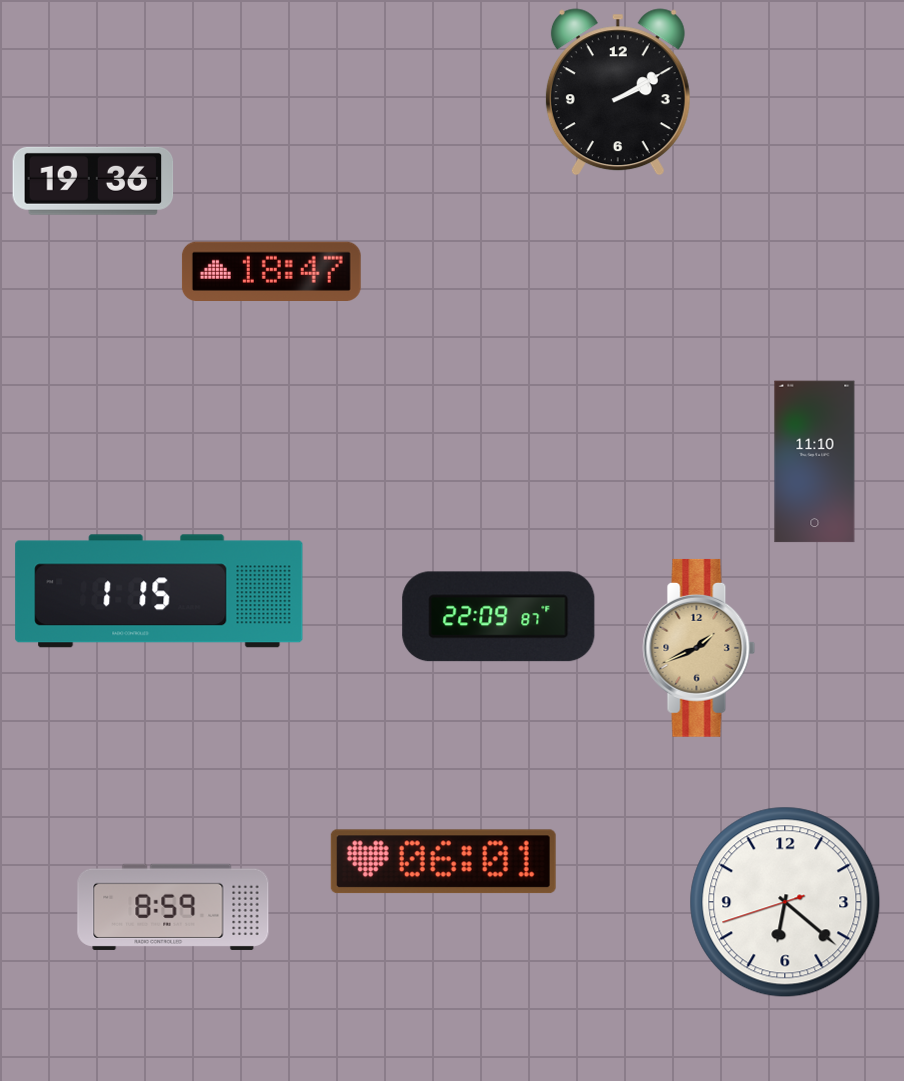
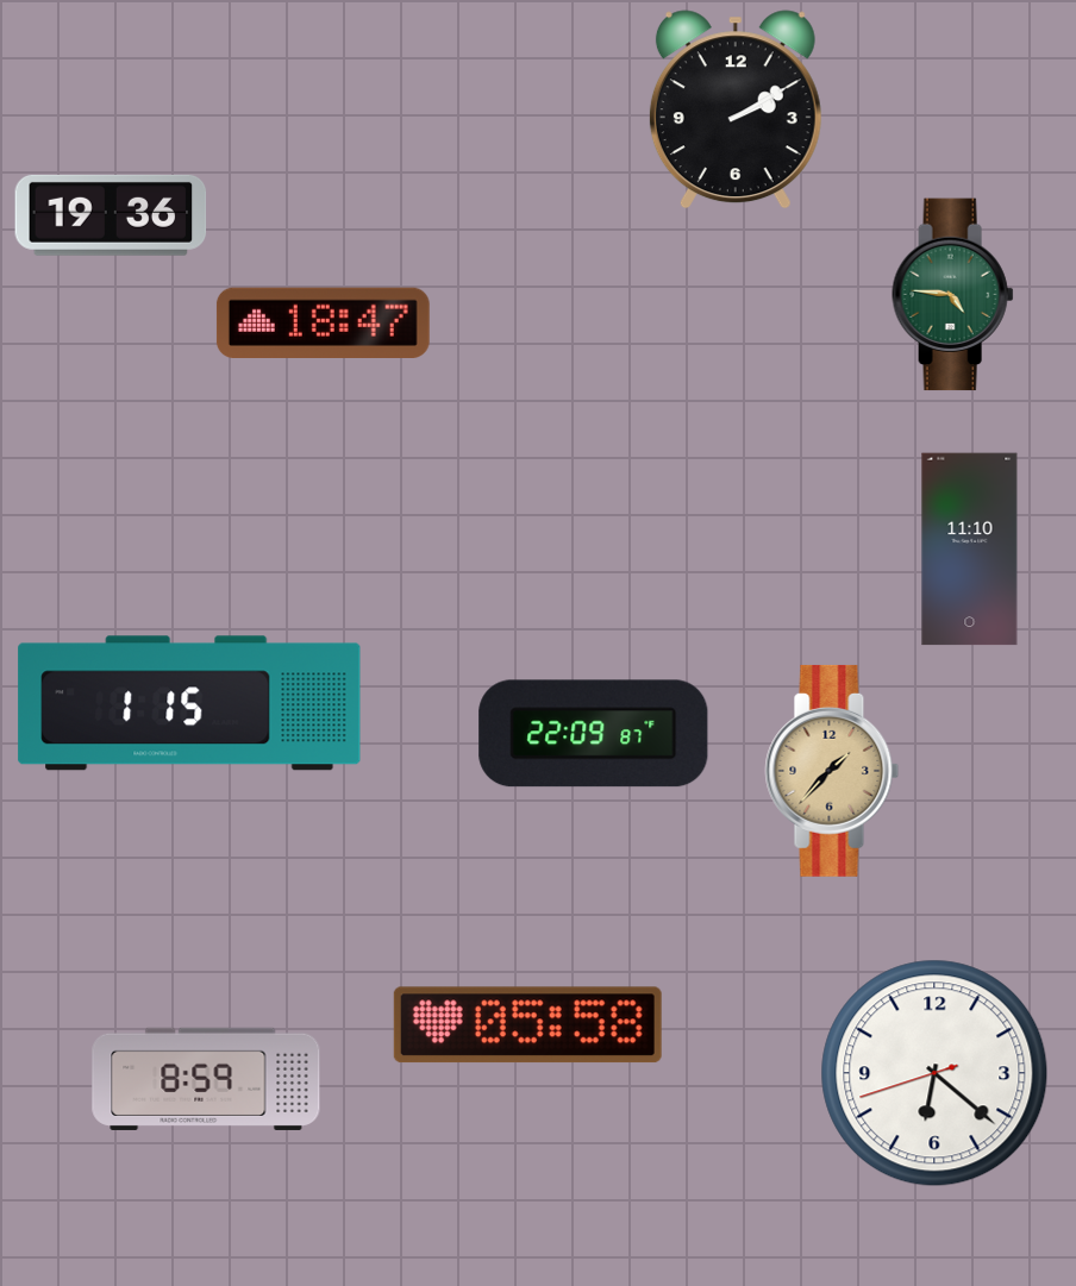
clock at (953, 295): none -> 4:46
clock at (699, 648): 1:41 -> 1:37
clock at (443, 862): 06:01 -> 05:58
